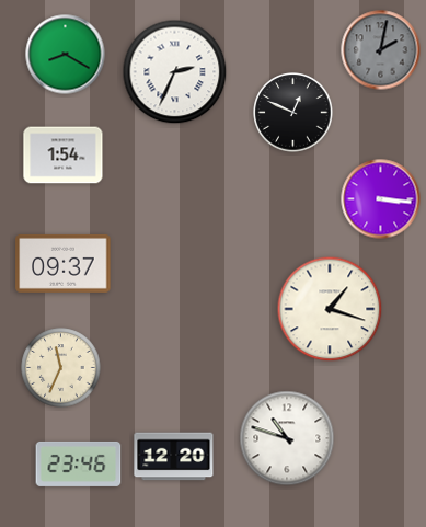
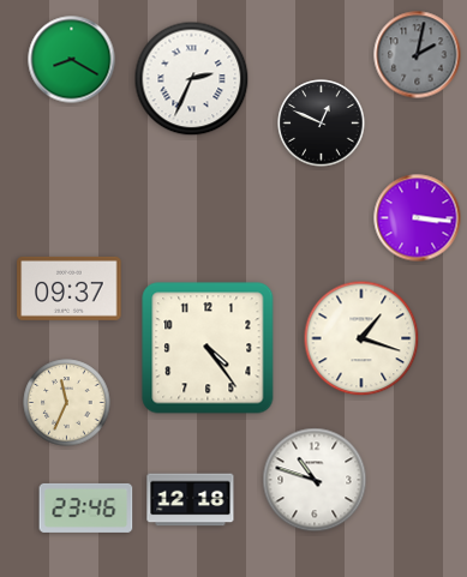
clock at (64, 156): 1:54 -> none
clock at (208, 348): none -> 4:24
clock at (174, 457): 12:20 -> 12:18
